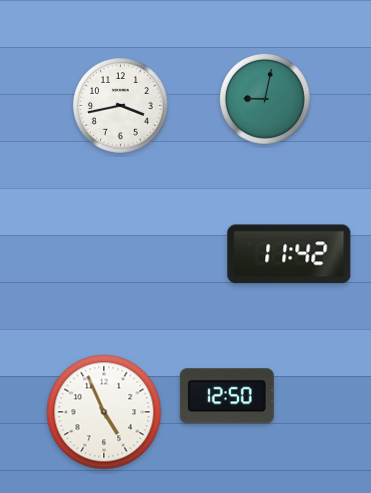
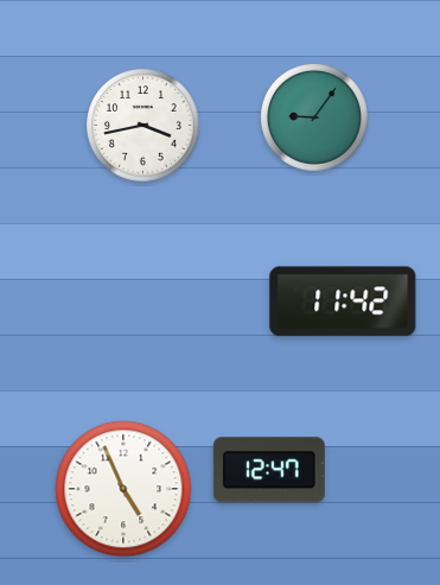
clock at (265, 99): 9:02 -> 9:06
clock at (227, 396): 12:50 -> 12:47
